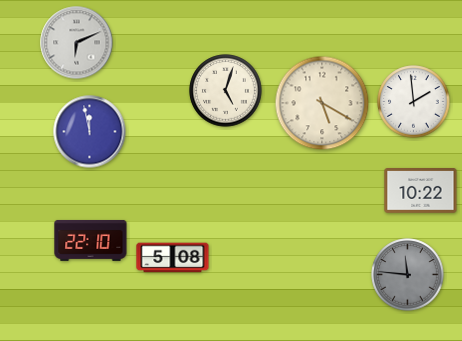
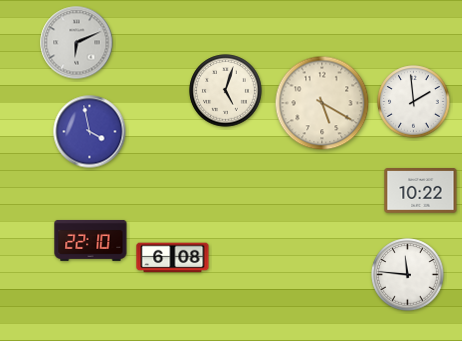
clock at (90, 132): 11:58 -> 3:58
clock at (173, 258): 5:08 -> 6:08
clock at (408, 275) dial: grey -> white
